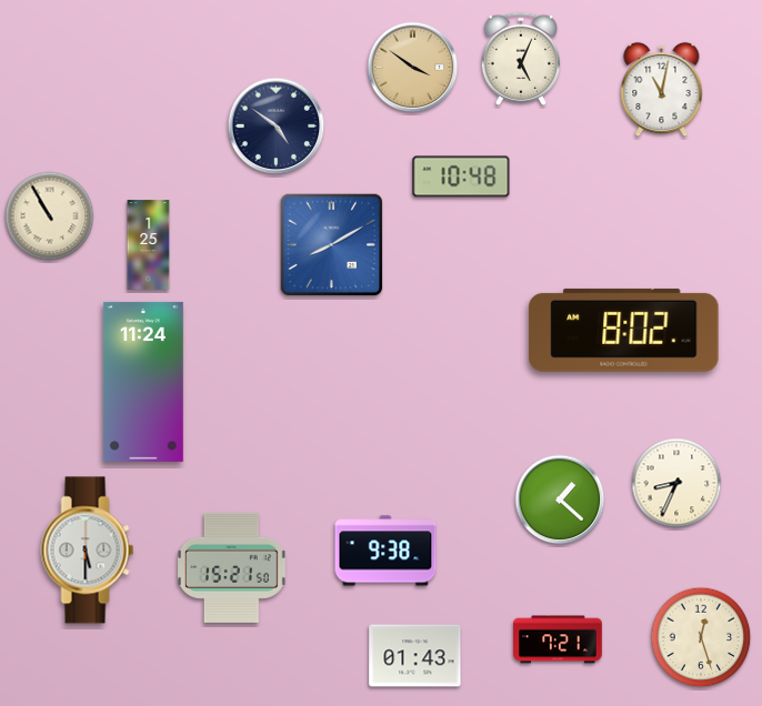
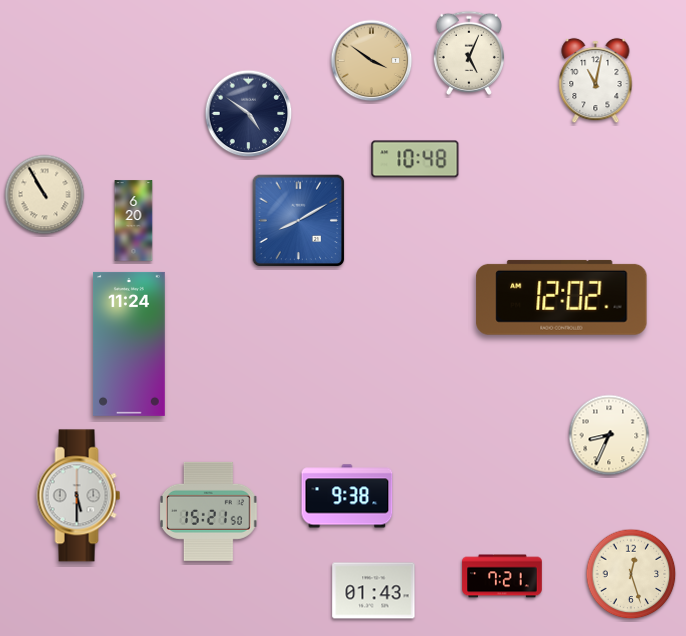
clock at (149, 245): 1:25 -> 6:20
clock at (624, 330): 8:02 -> 12:02
clock at (560, 500): 1:22 -> none
